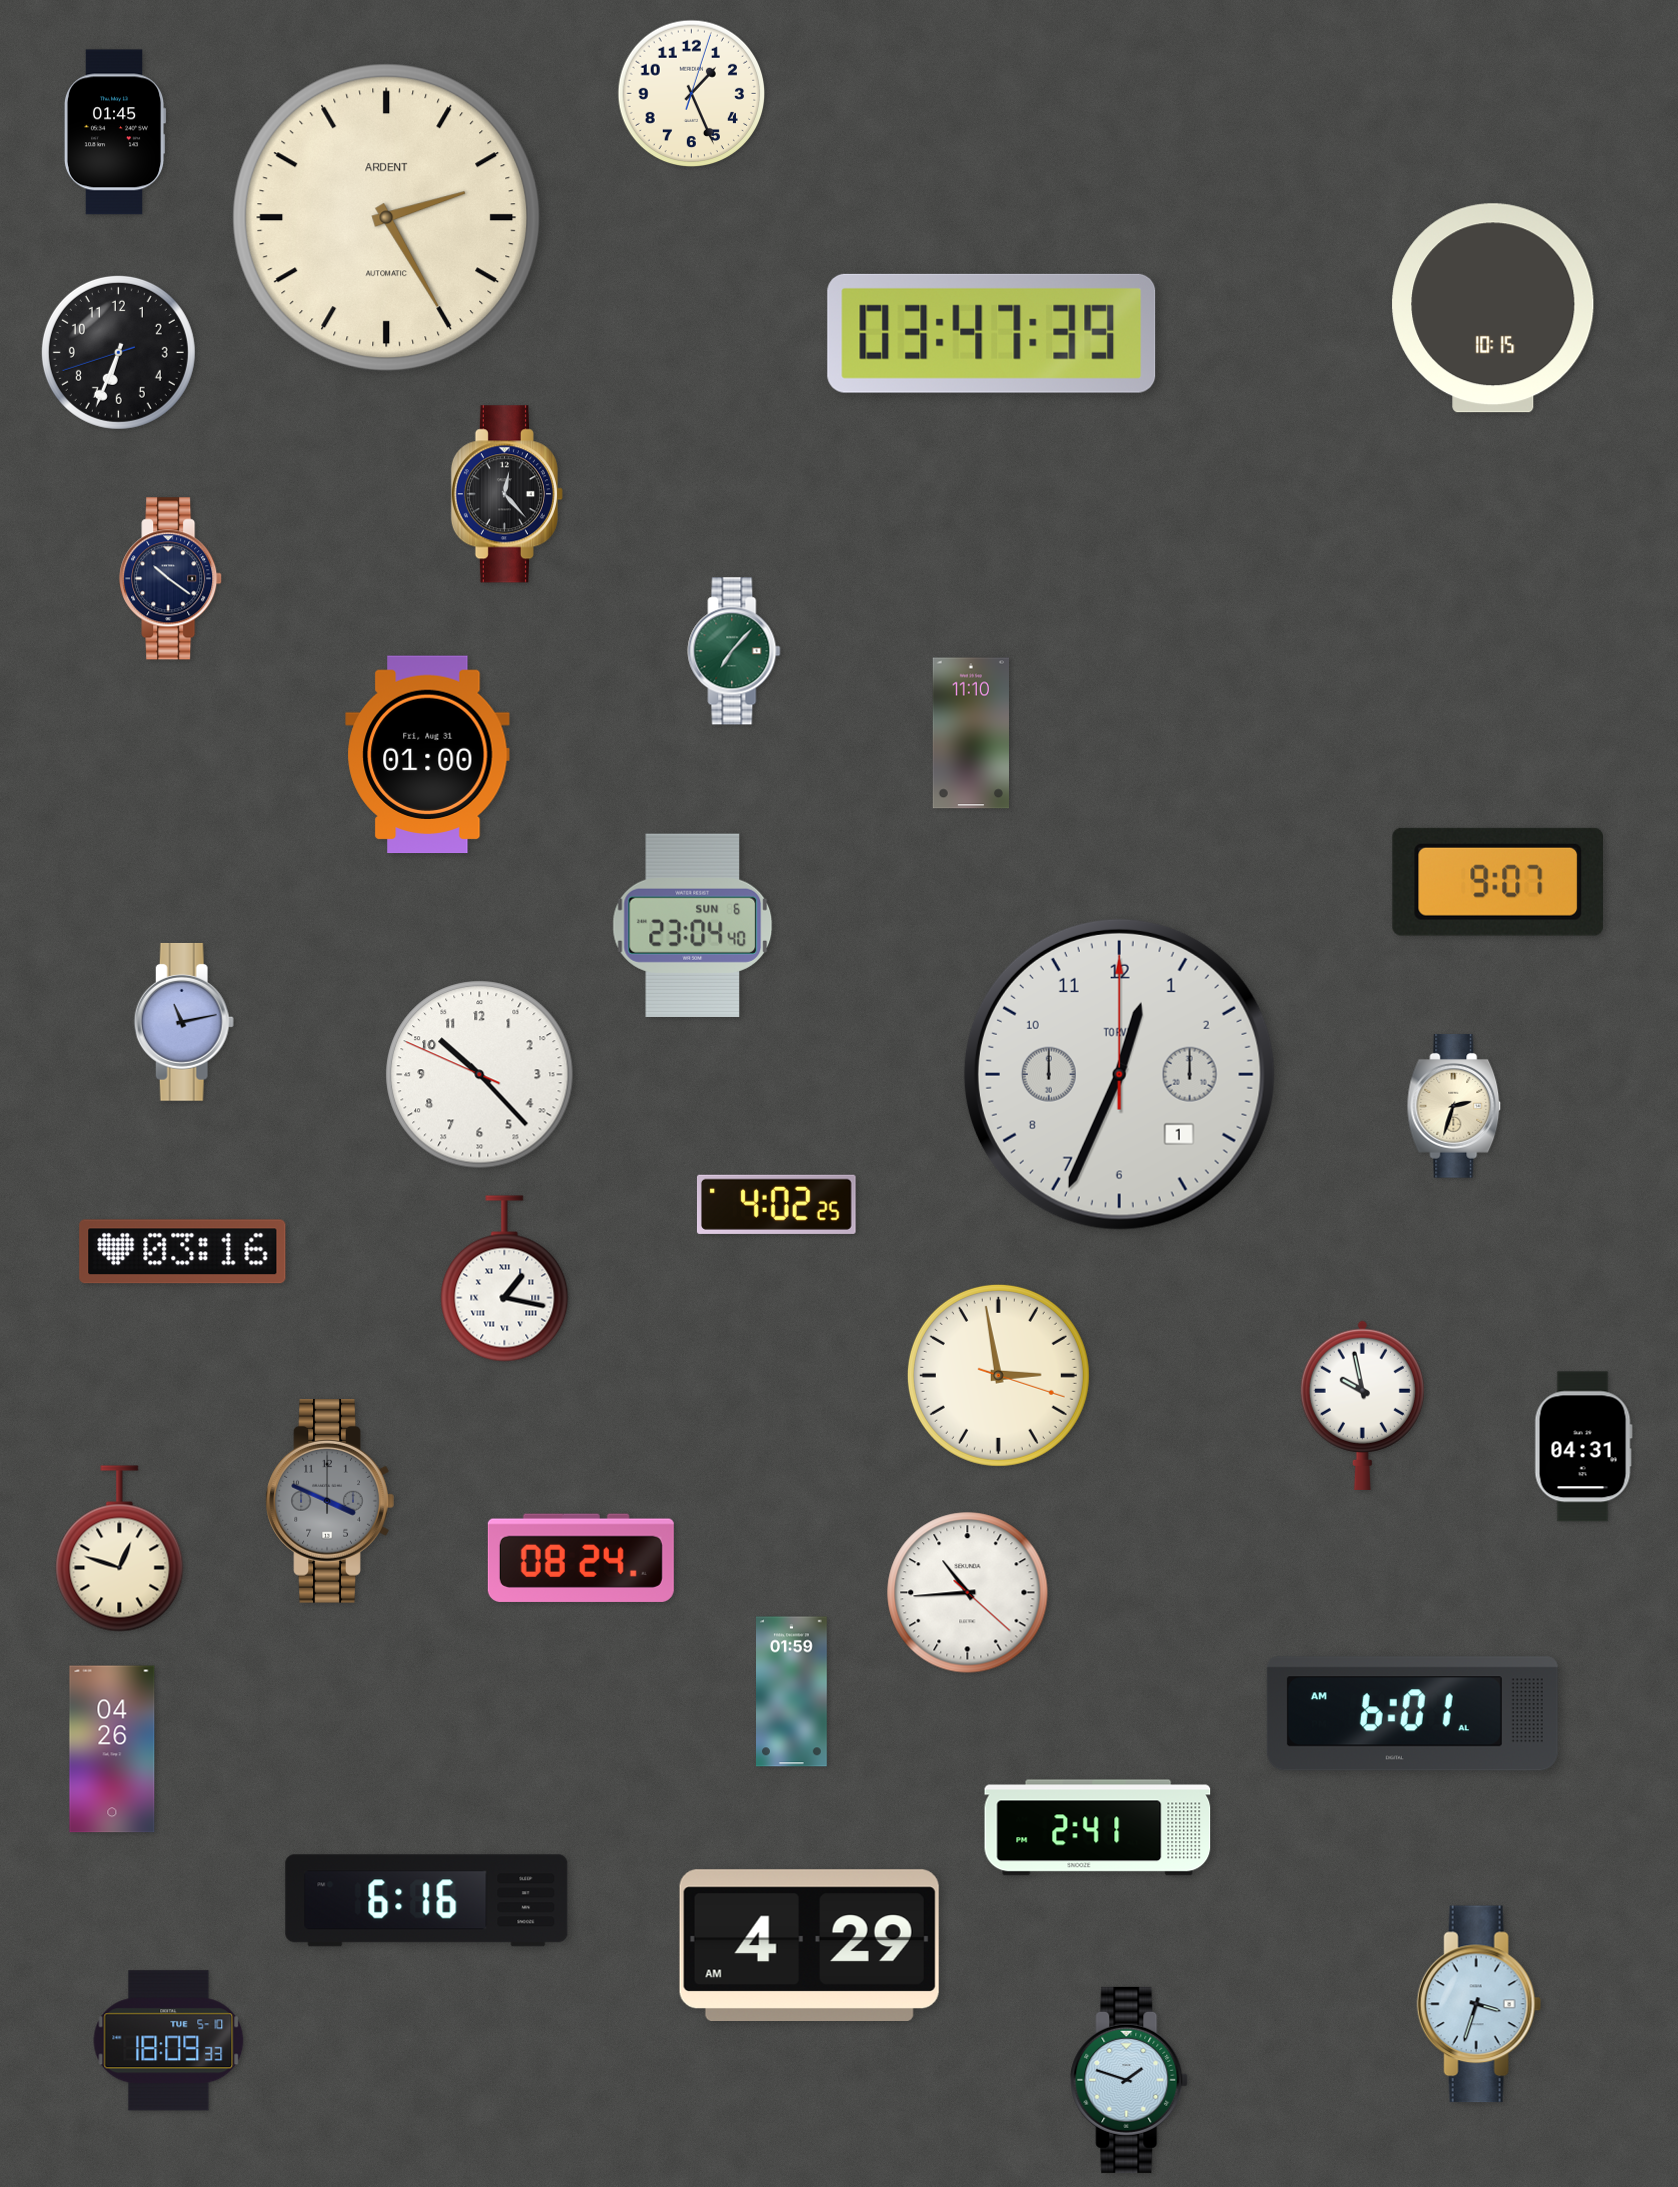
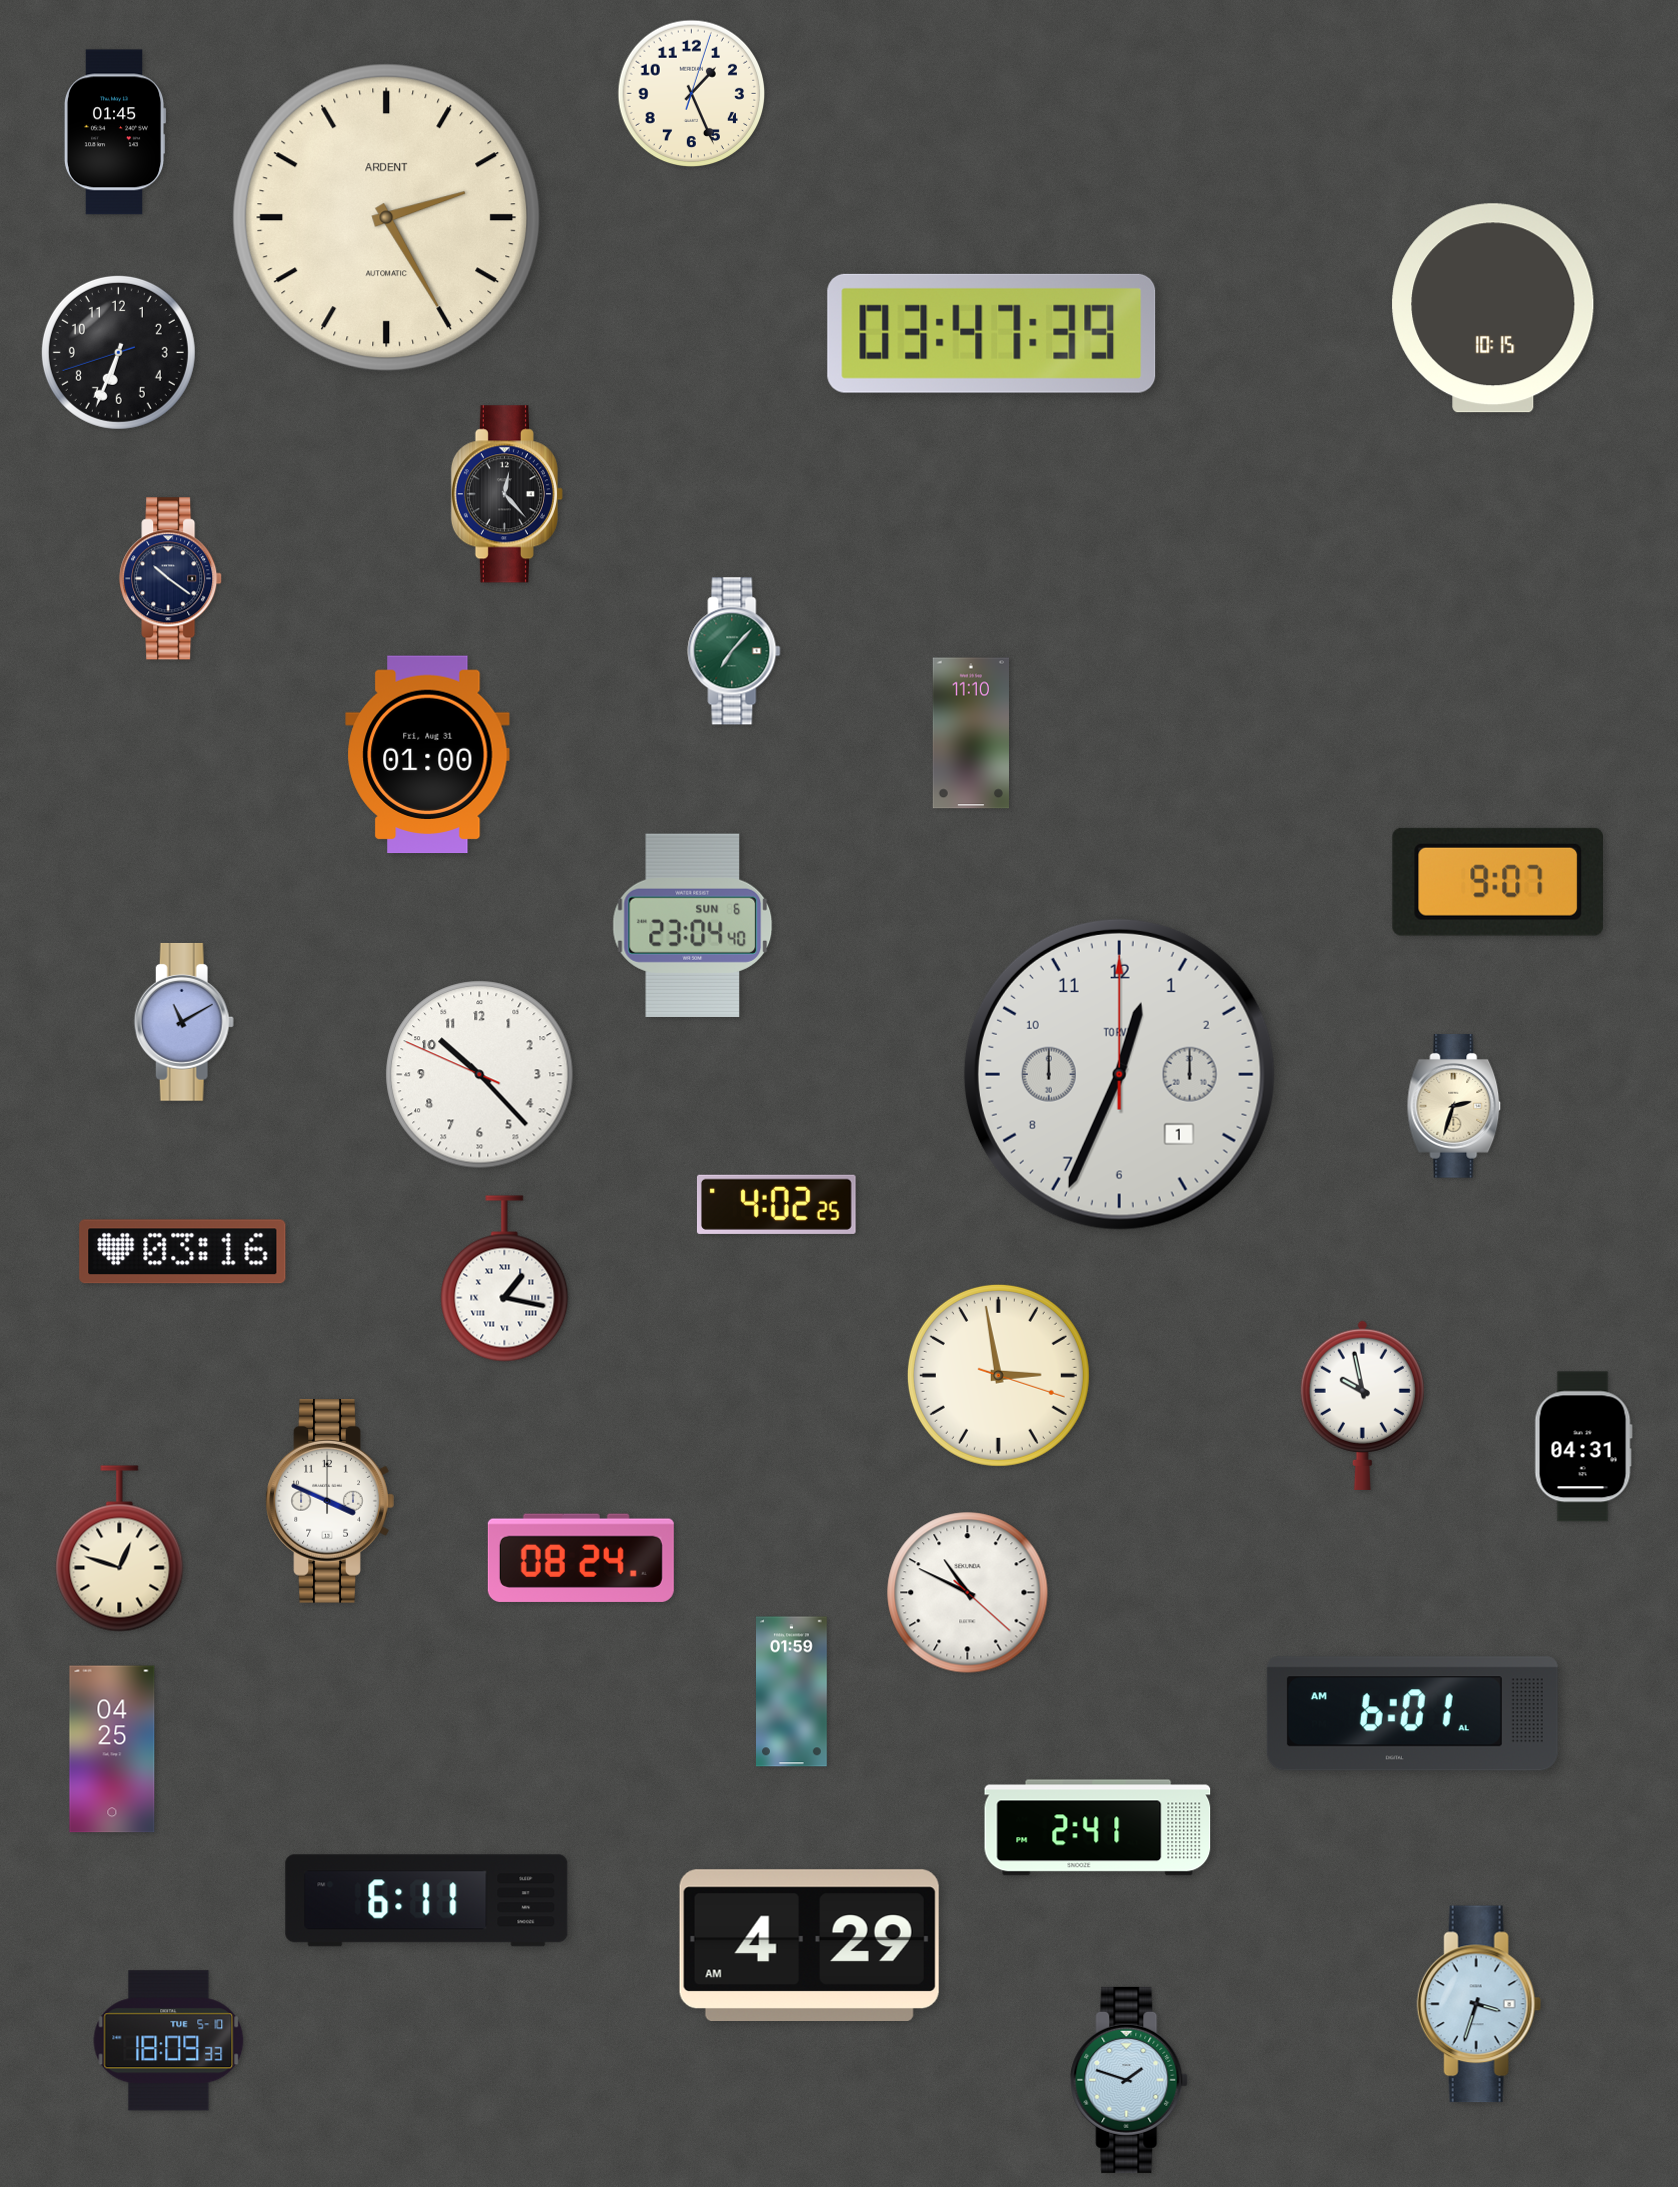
clock at (184, 1022): 11:13 -> 11:10
clock at (330, 1502) dial: grey -> white
clock at (968, 1593): 10:44 -> 10:49
clock at (112, 1749): 04:26 -> 04:25
clock at (427, 1901): 6:16 -> 6:11
